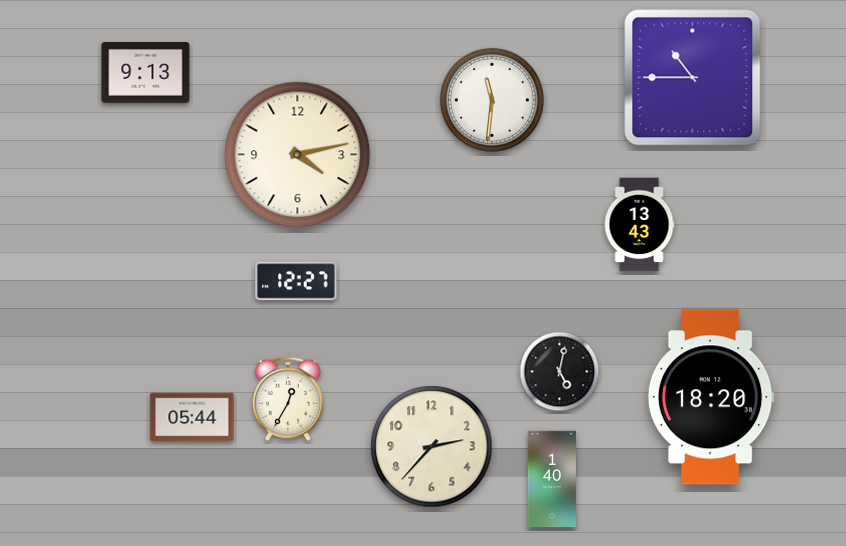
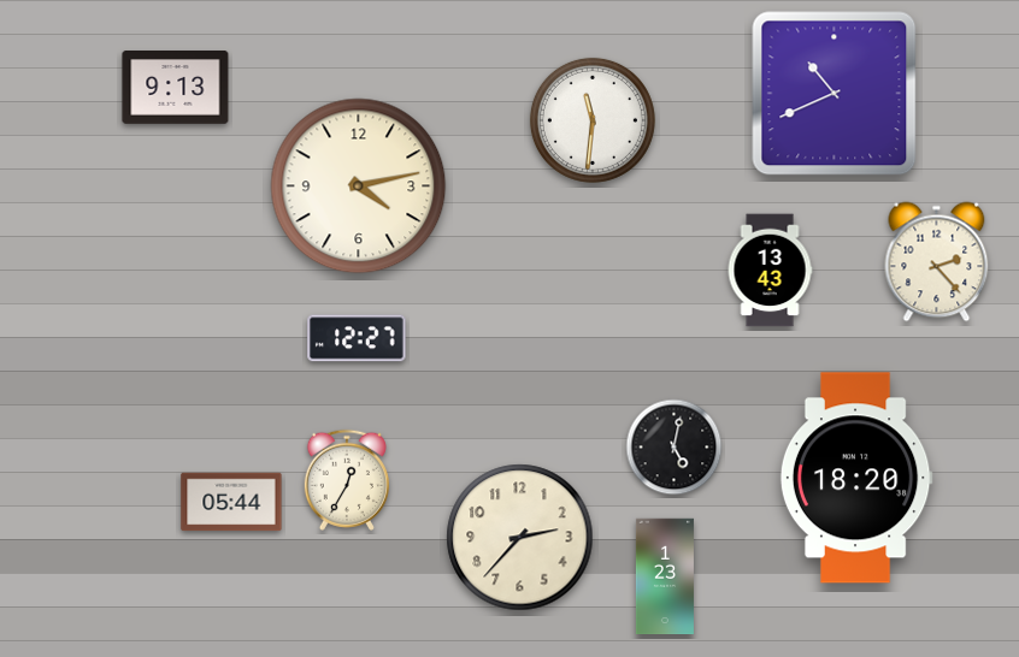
clock at (693, 78): 10:45 -> 10:41
clock at (937, 262): none -> 2:23
clock at (552, 479): 1:40 -> 1:23
